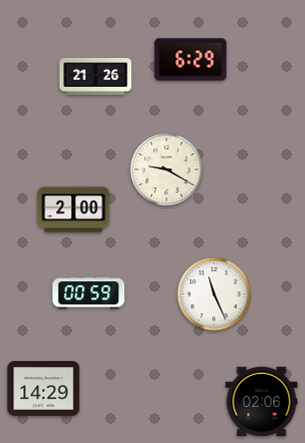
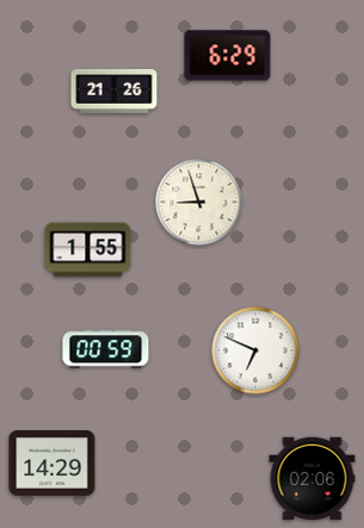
clock at (191, 60) position: (191, 60) -> (228, 56)
clock at (167, 170): 9:20 -> 8:57
clock at (74, 210): 2:00 -> 1:55
clock at (214, 294): 11:26 -> 6:49
